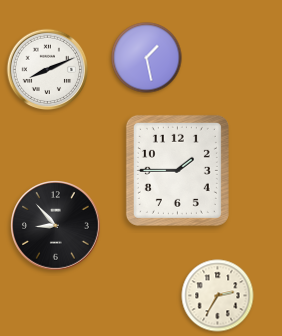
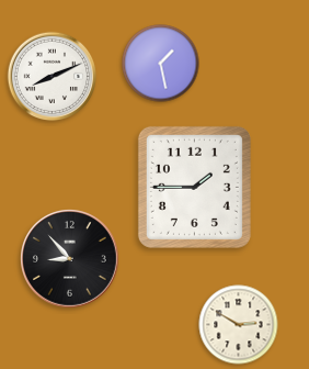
clock at (56, 226) position: (56, 226) -> (70, 259)
clock at (218, 296): 2:35 -> 2:50
